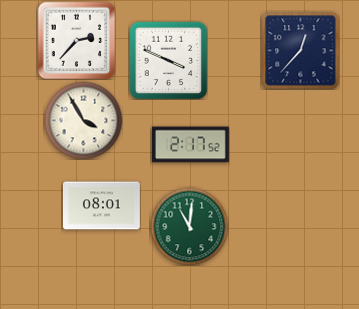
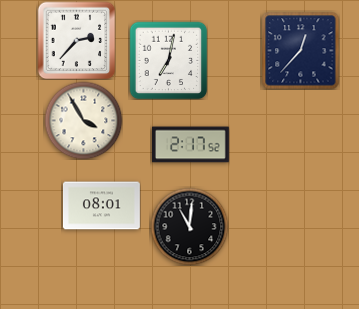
clock at (168, 60): 3:49 -> 7:02
clock at (189, 226) dial: green -> black
